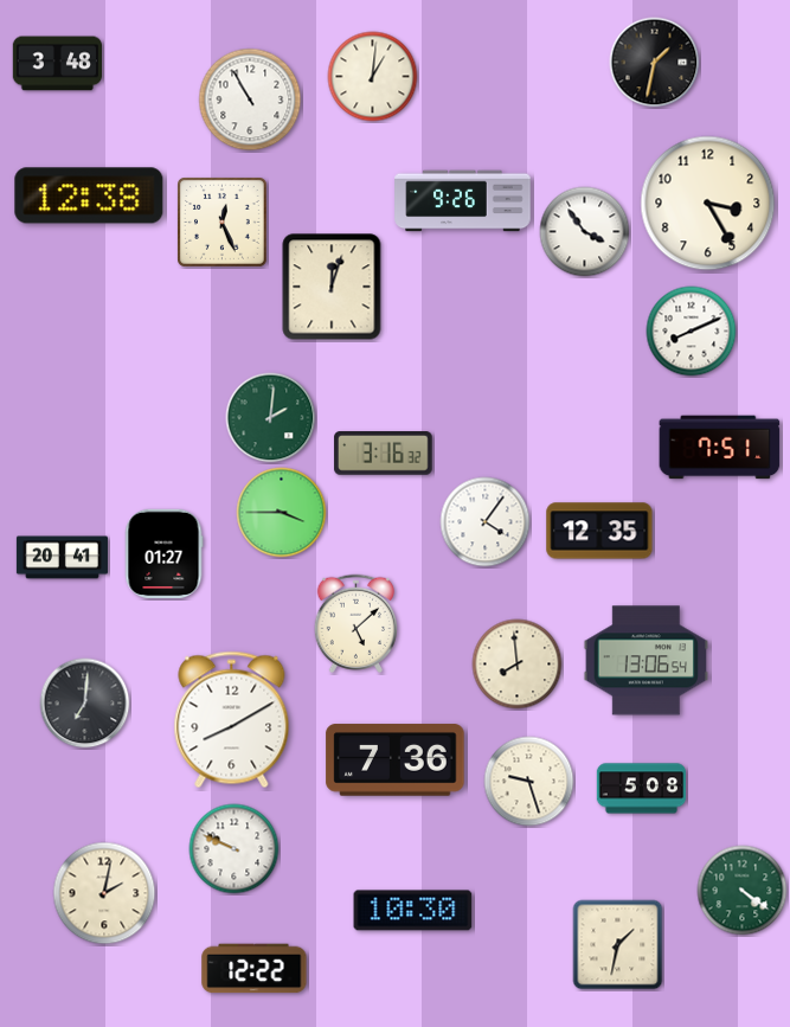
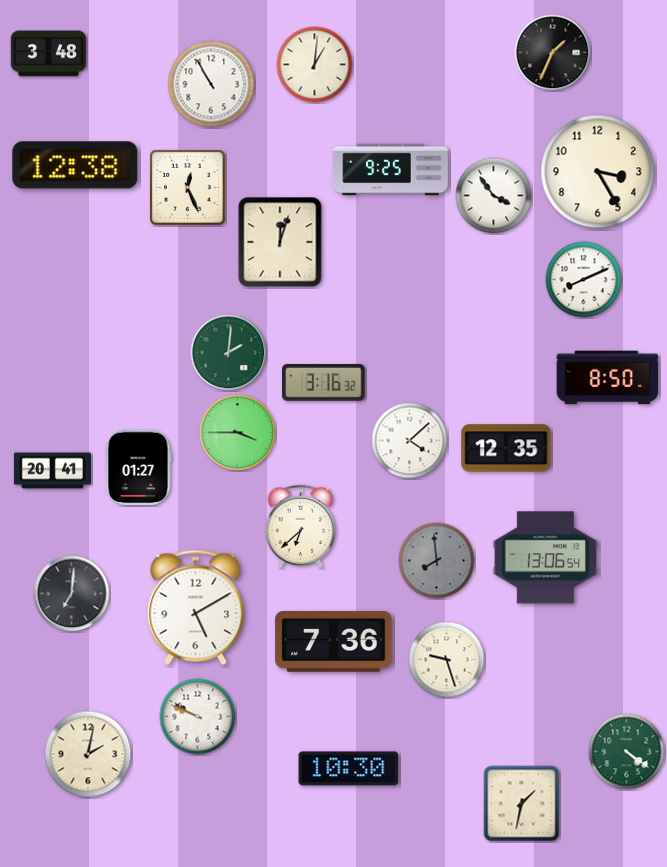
clock at (655, 63): 1:32 -> 1:34
clock at (463, 201): 9:26 -> 9:25
clock at (720, 448): 7:51 -> 8:50
clock at (486, 522): 4:06 -> 4:08
clock at (357, 623): 5:08 -> 6:38
clock at (518, 665) dial: cream -> grey
clock at (232, 720): 8:10 -> 5:10
clock at (642, 789): 5:08 -> none
clock at (618, 945) position: (618, 945) -> (522, 804)
clock at (255, 969): 12:22 -> none
